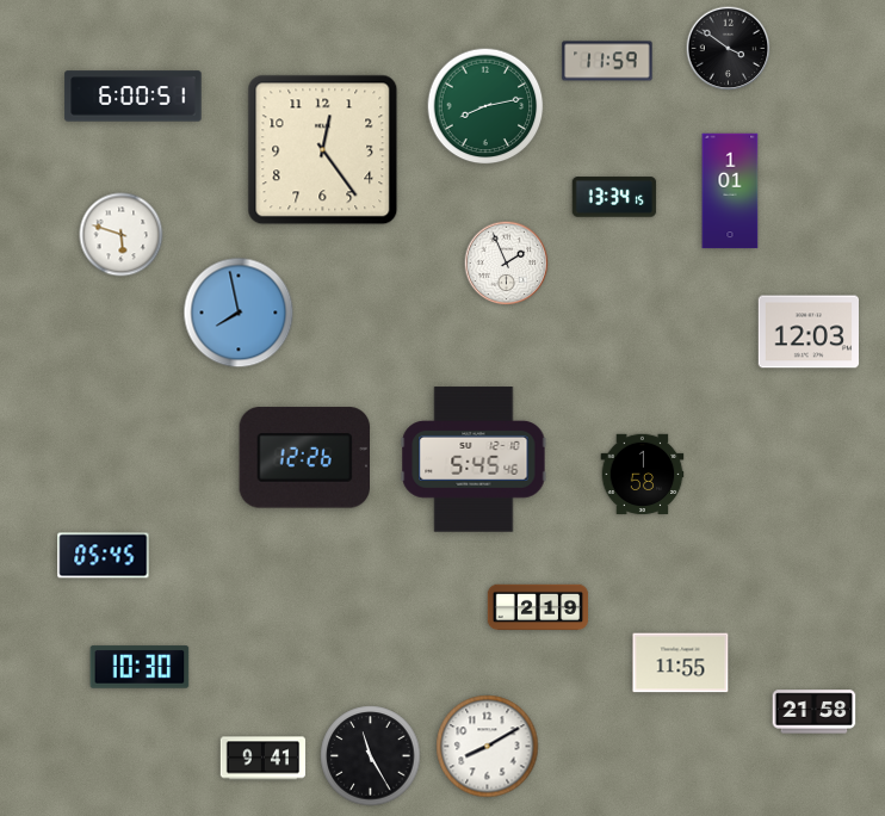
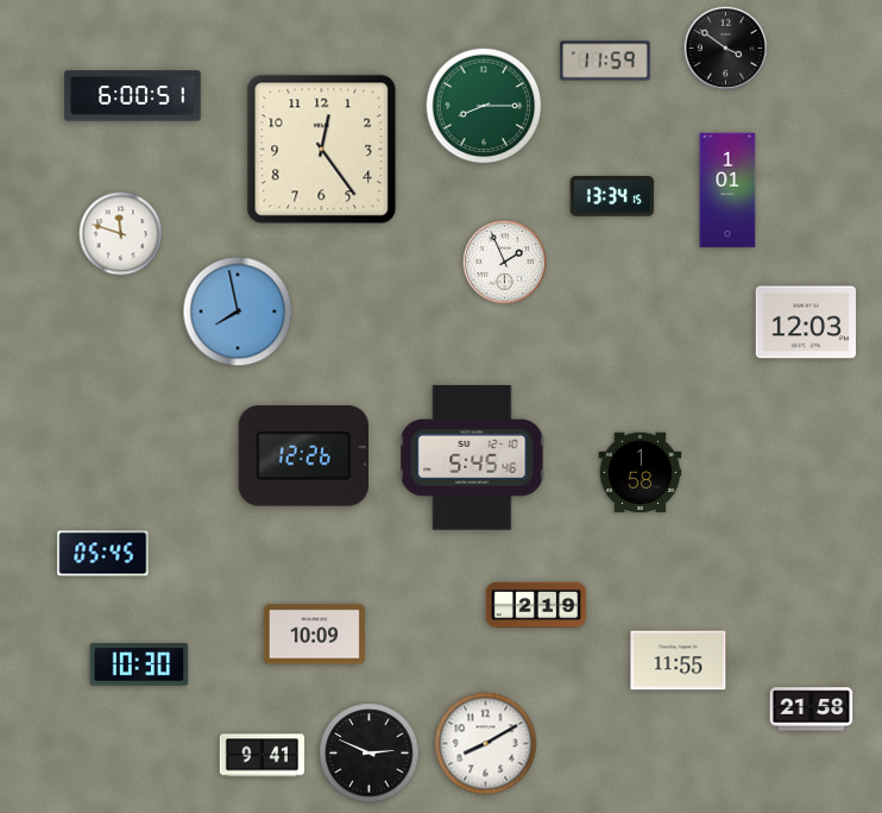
clock at (485, 106): 8:13 -> 8:15
clock at (122, 235): 5:48 -> 11:48
clock at (807, 332) position: (807, 332) -> (805, 322)
clock at (314, 635): none -> 10:09
clock at (371, 756): 11:25 -> 2:49
